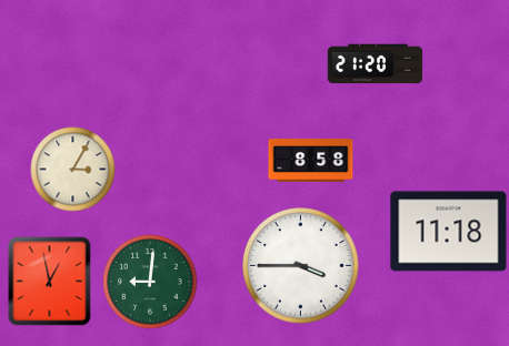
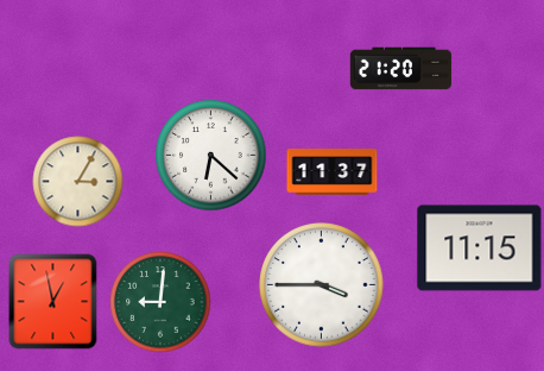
clock at (211, 156): none -> 6:22
clock at (311, 161): 8:58 -> 11:37
clock at (449, 232): 11:18 -> 11:15
